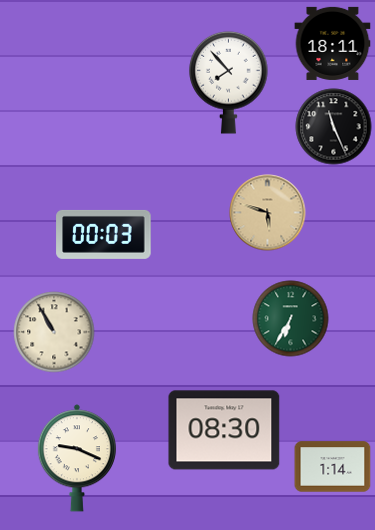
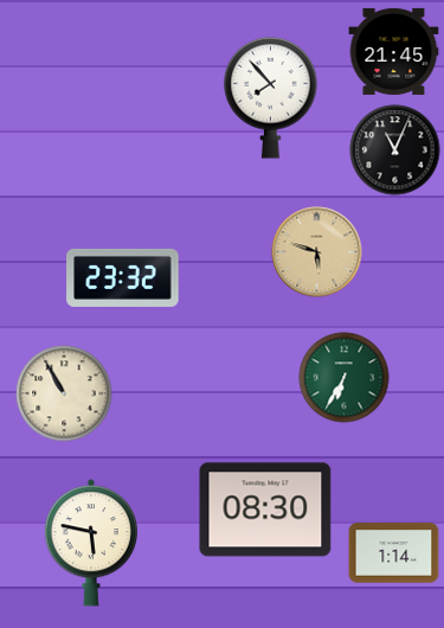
clock at (333, 43): 18:11 -> 21:45
clock at (334, 127): 11:26 -> 11:04
clock at (104, 234): 00:03 -> 23:32
clock at (77, 458): 9:19 -> 5:47
